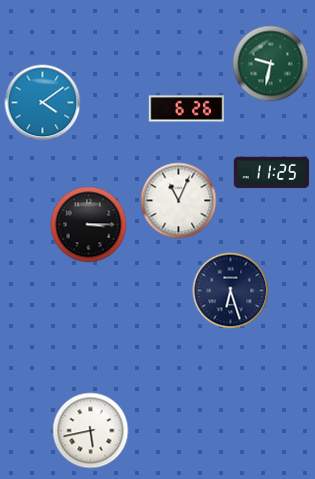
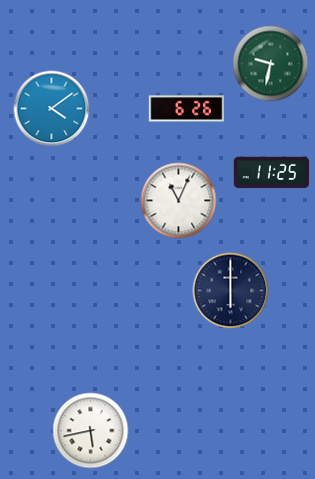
clock at (43, 103) position: (43, 103) -> (52, 109)
clock at (89, 225): 3:15 -> none
clock at (231, 291): 6:27 -> 6:00
